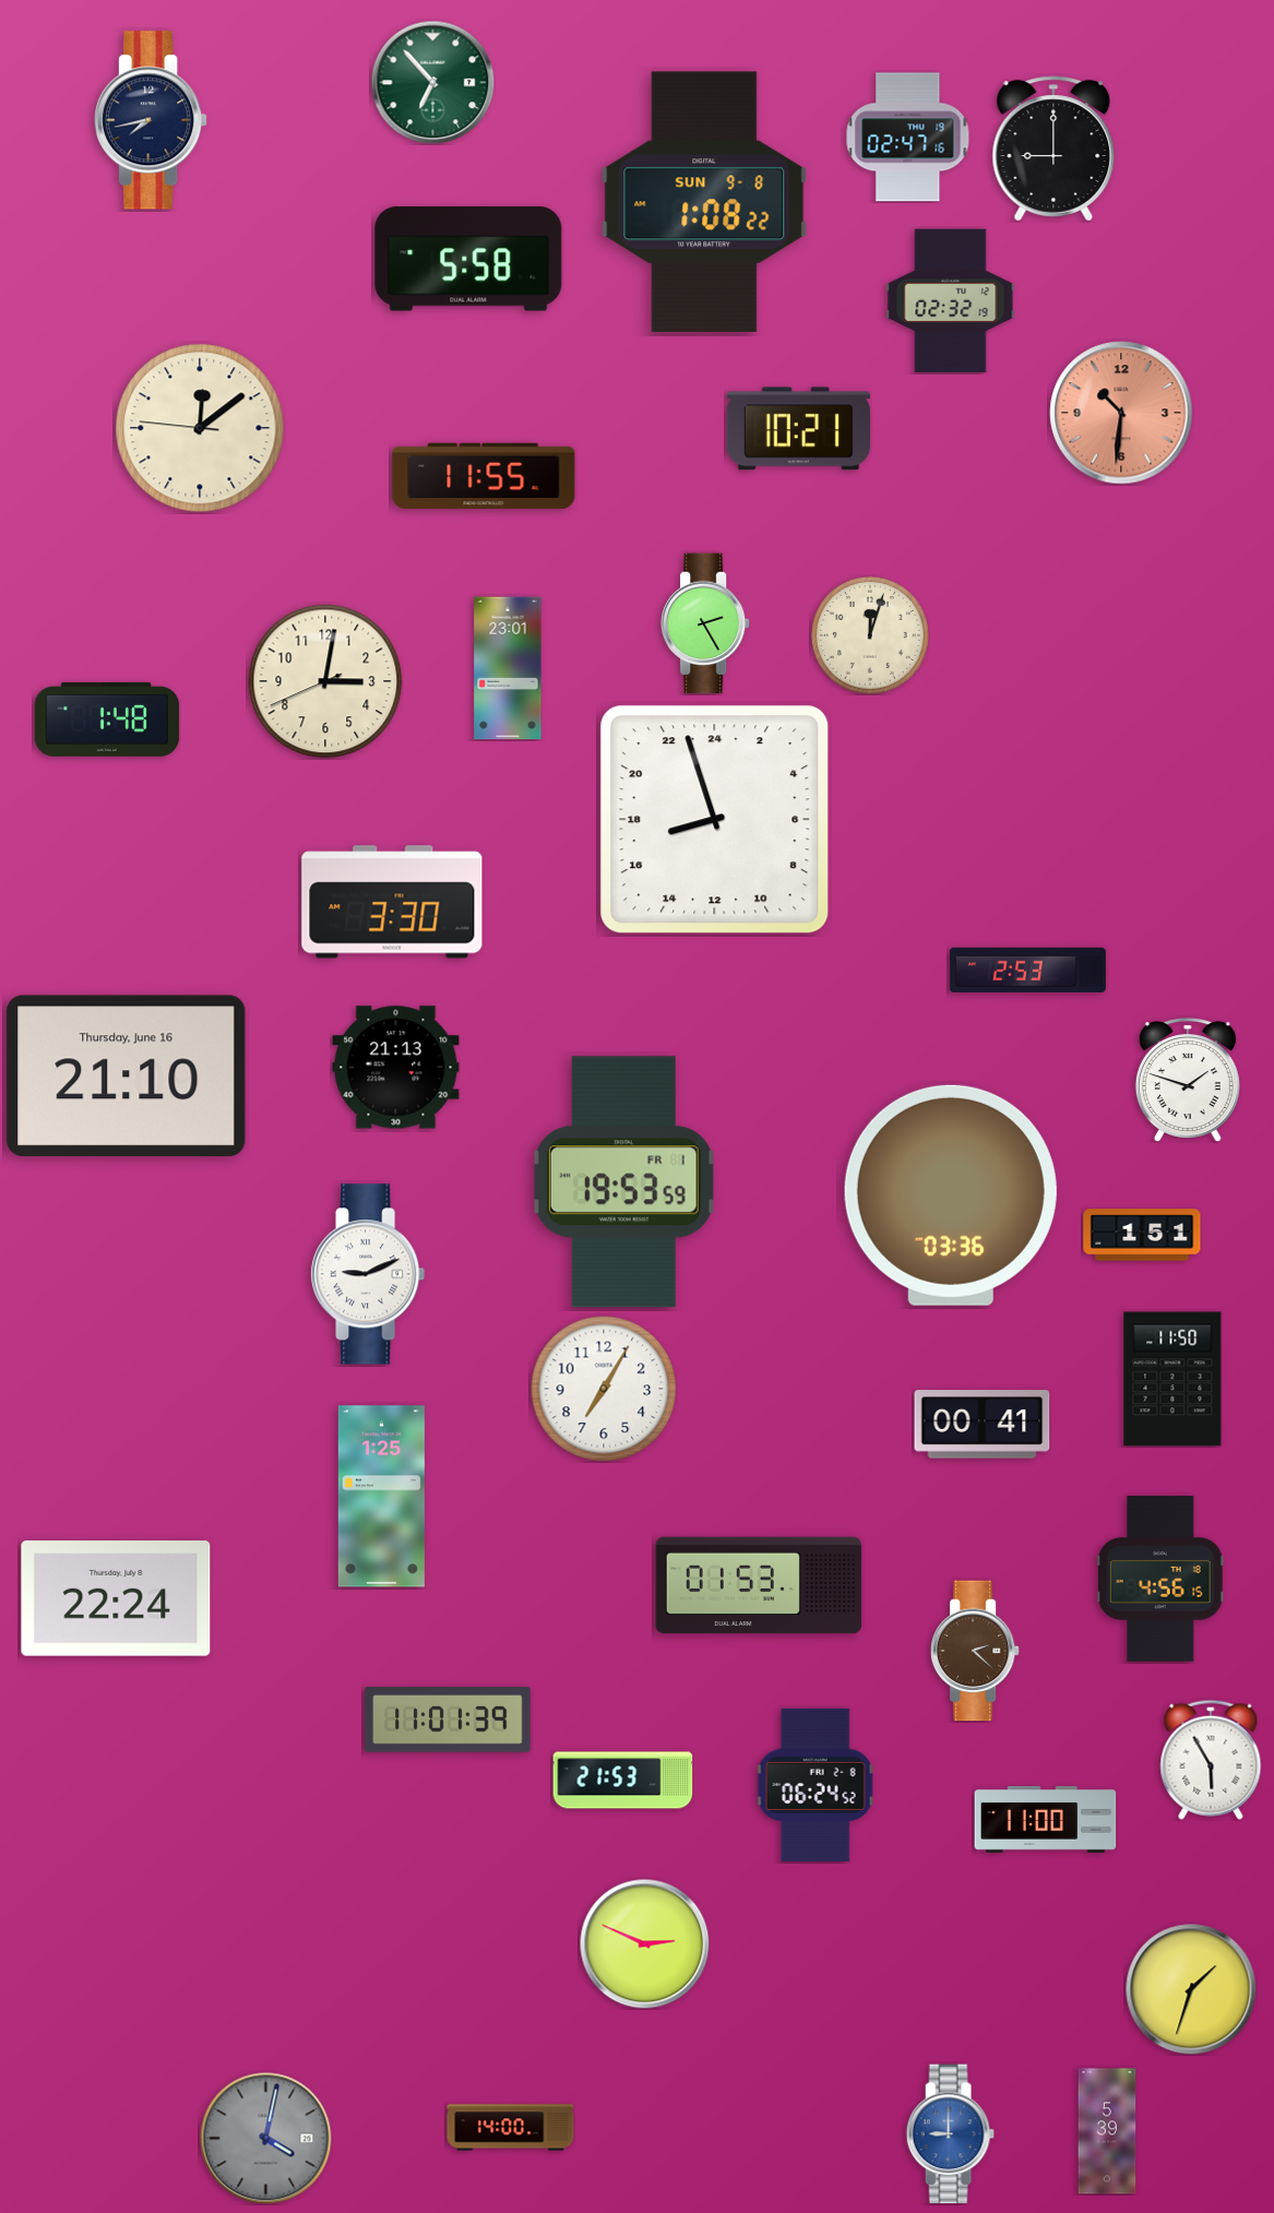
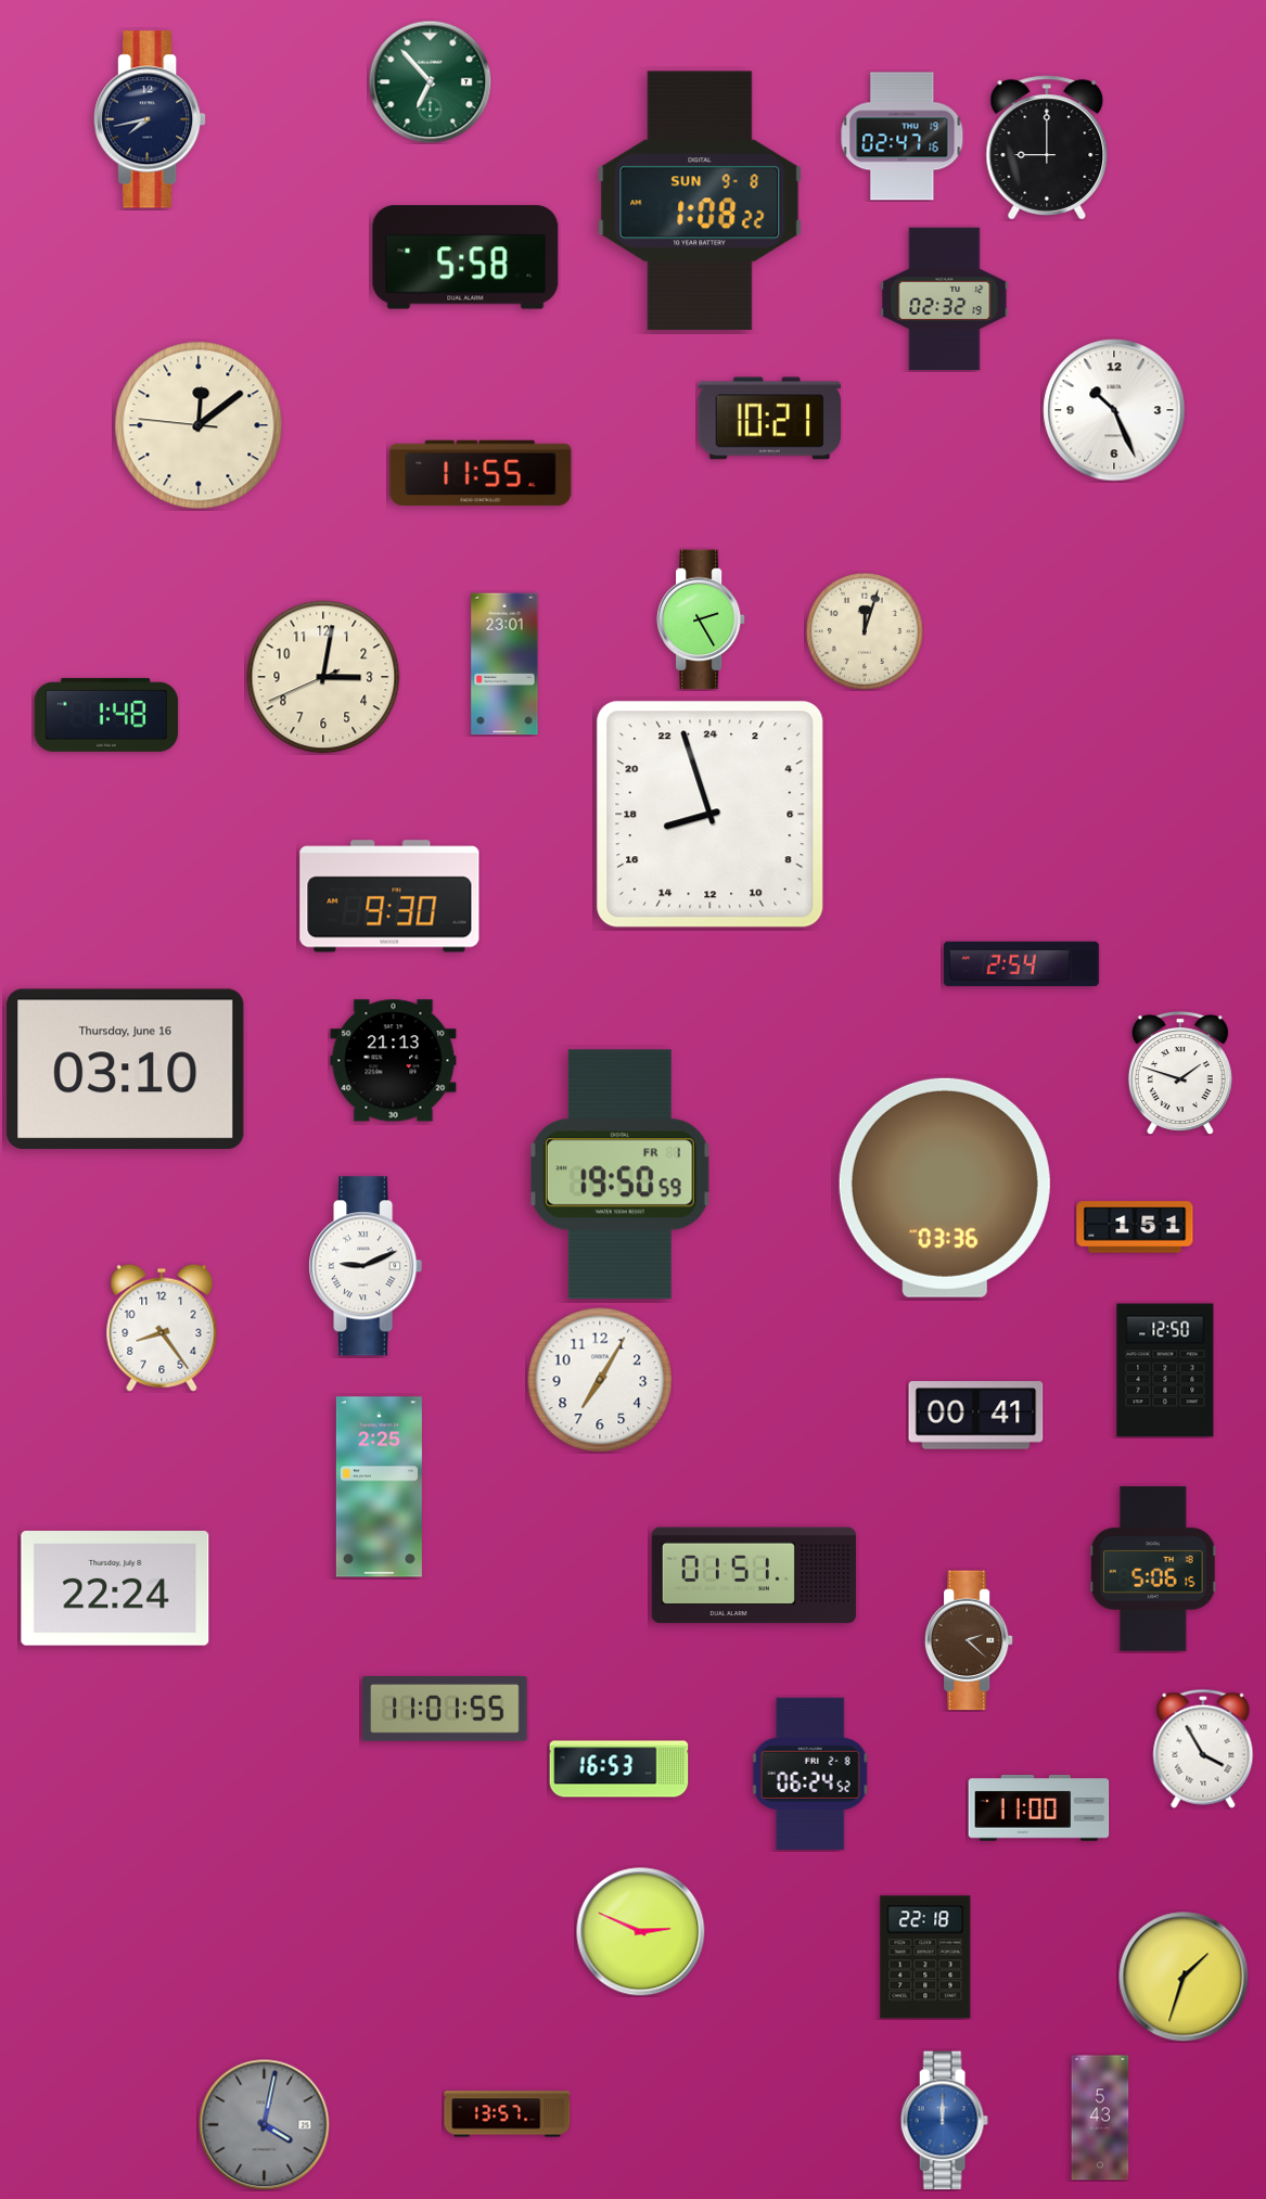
clock at (1121, 413): 10:31 -> 10:26
clock at (1121, 413) dial: salmon -> white
clock at (799, 429) position: (799, 429) -> (770, 419)
clock at (392, 902): 3:30 -> 9:30
clock at (1027, 969): 2:53 -> 2:54
clock at (127, 1076): 21:10 -> 03:10
clock at (623, 1182): 19:53 -> 19:50
clock at (162, 1328): none -> 8:24
clock at (1172, 1379): 11:50 -> 12:50
clock at (381, 1497): 1:25 -> 2:25
clock at (1160, 1579): 4:56 -> 5:06
clock at (759, 1585): 01:53 -> 01:51
clock at (448, 1720): 11:01:39 -> 11:01:55
clock at (1211, 1760): 5:55 -> 3:55
clock at (623, 1781): 21:53 -> 16:53
clock at (925, 1957): none -> 22:18
clock at (511, 2128): 14:00 -> 13:57
clock at (1107, 2131): 5:39 -> 5:43
clock at (950, 2134): 9:00 -> 12:00
